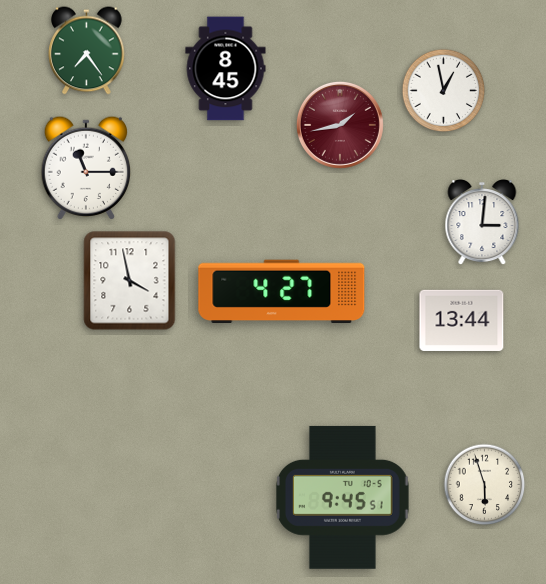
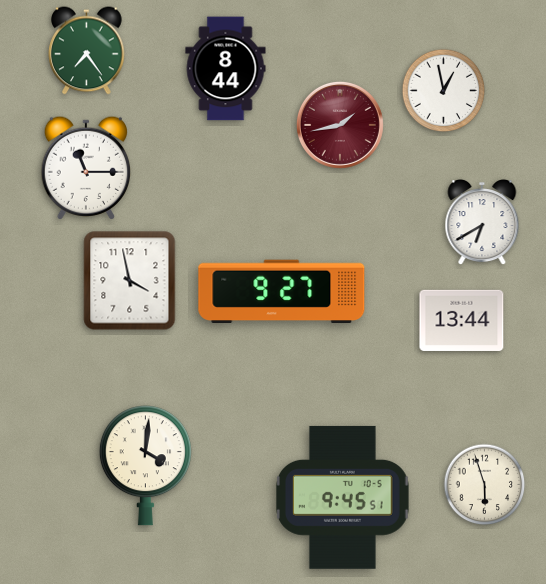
clock at (226, 69): 8:45 -> 8:44
clock at (482, 223): 3:01 -> 6:40
clock at (282, 292): 4:27 -> 9:27
clock at (145, 466): none -> 4:01
